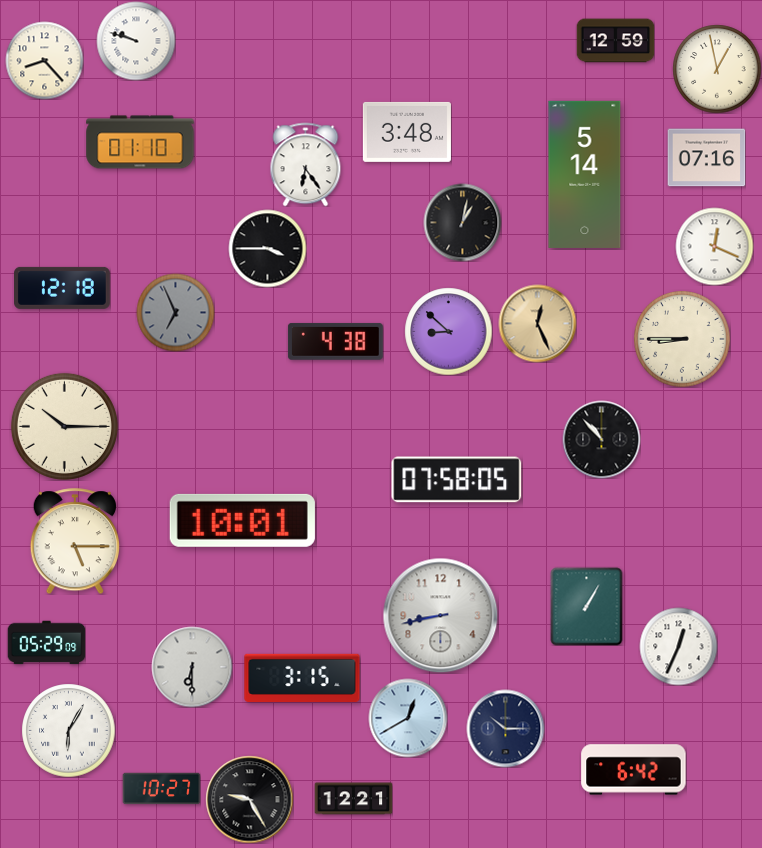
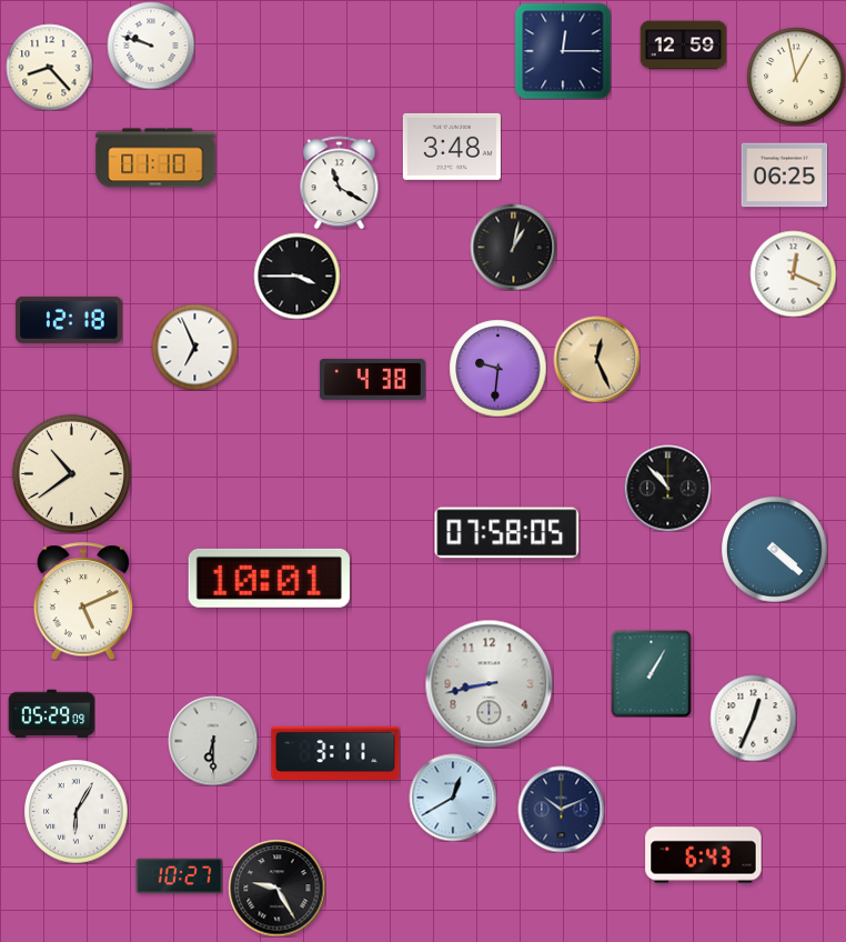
clock at (563, 51): none -> 12:15
clock at (706, 158): 07:16 -> 06:25
clock at (306, 164): 6:24 -> 11:20
clock at (585, 174): 5:14 -> none
clock at (175, 312) dial: grey -> white
clock at (448, 331): 8:52 -> 9:31
clock at (682, 339): 8:45 -> none
clock at (64, 426): 10:15 -> 10:39
clock at (774, 549): none -> 4:22
clock at (74, 541): 5:15 -> 5:11
clock at (302, 677): 3:15 -> 3:11
clock at (505, 728): 10:15 -> 10:11
clock at (634, 770): 6:42 -> 6:43
clock at (353, 799): 12:21 -> none
